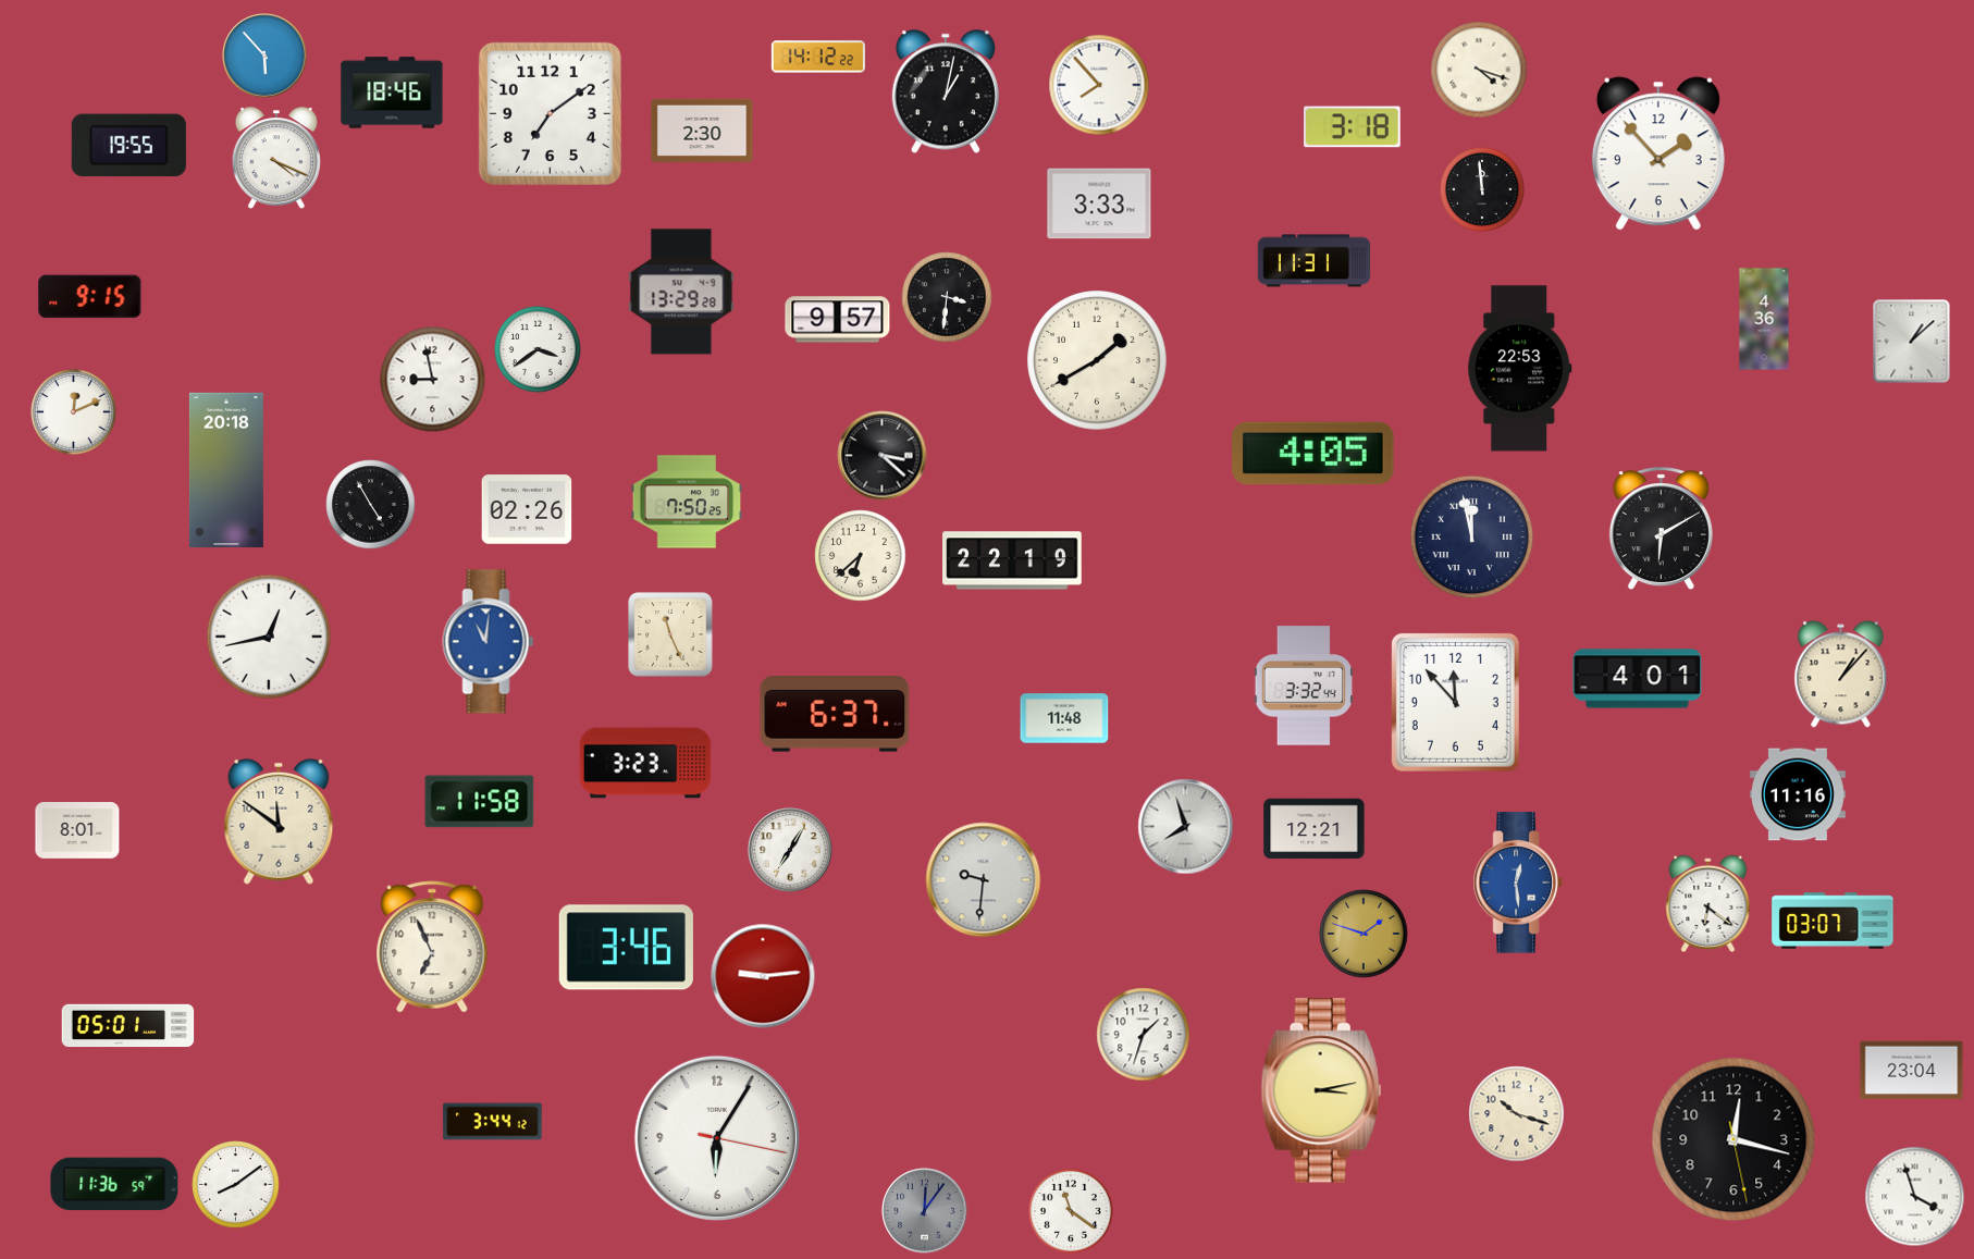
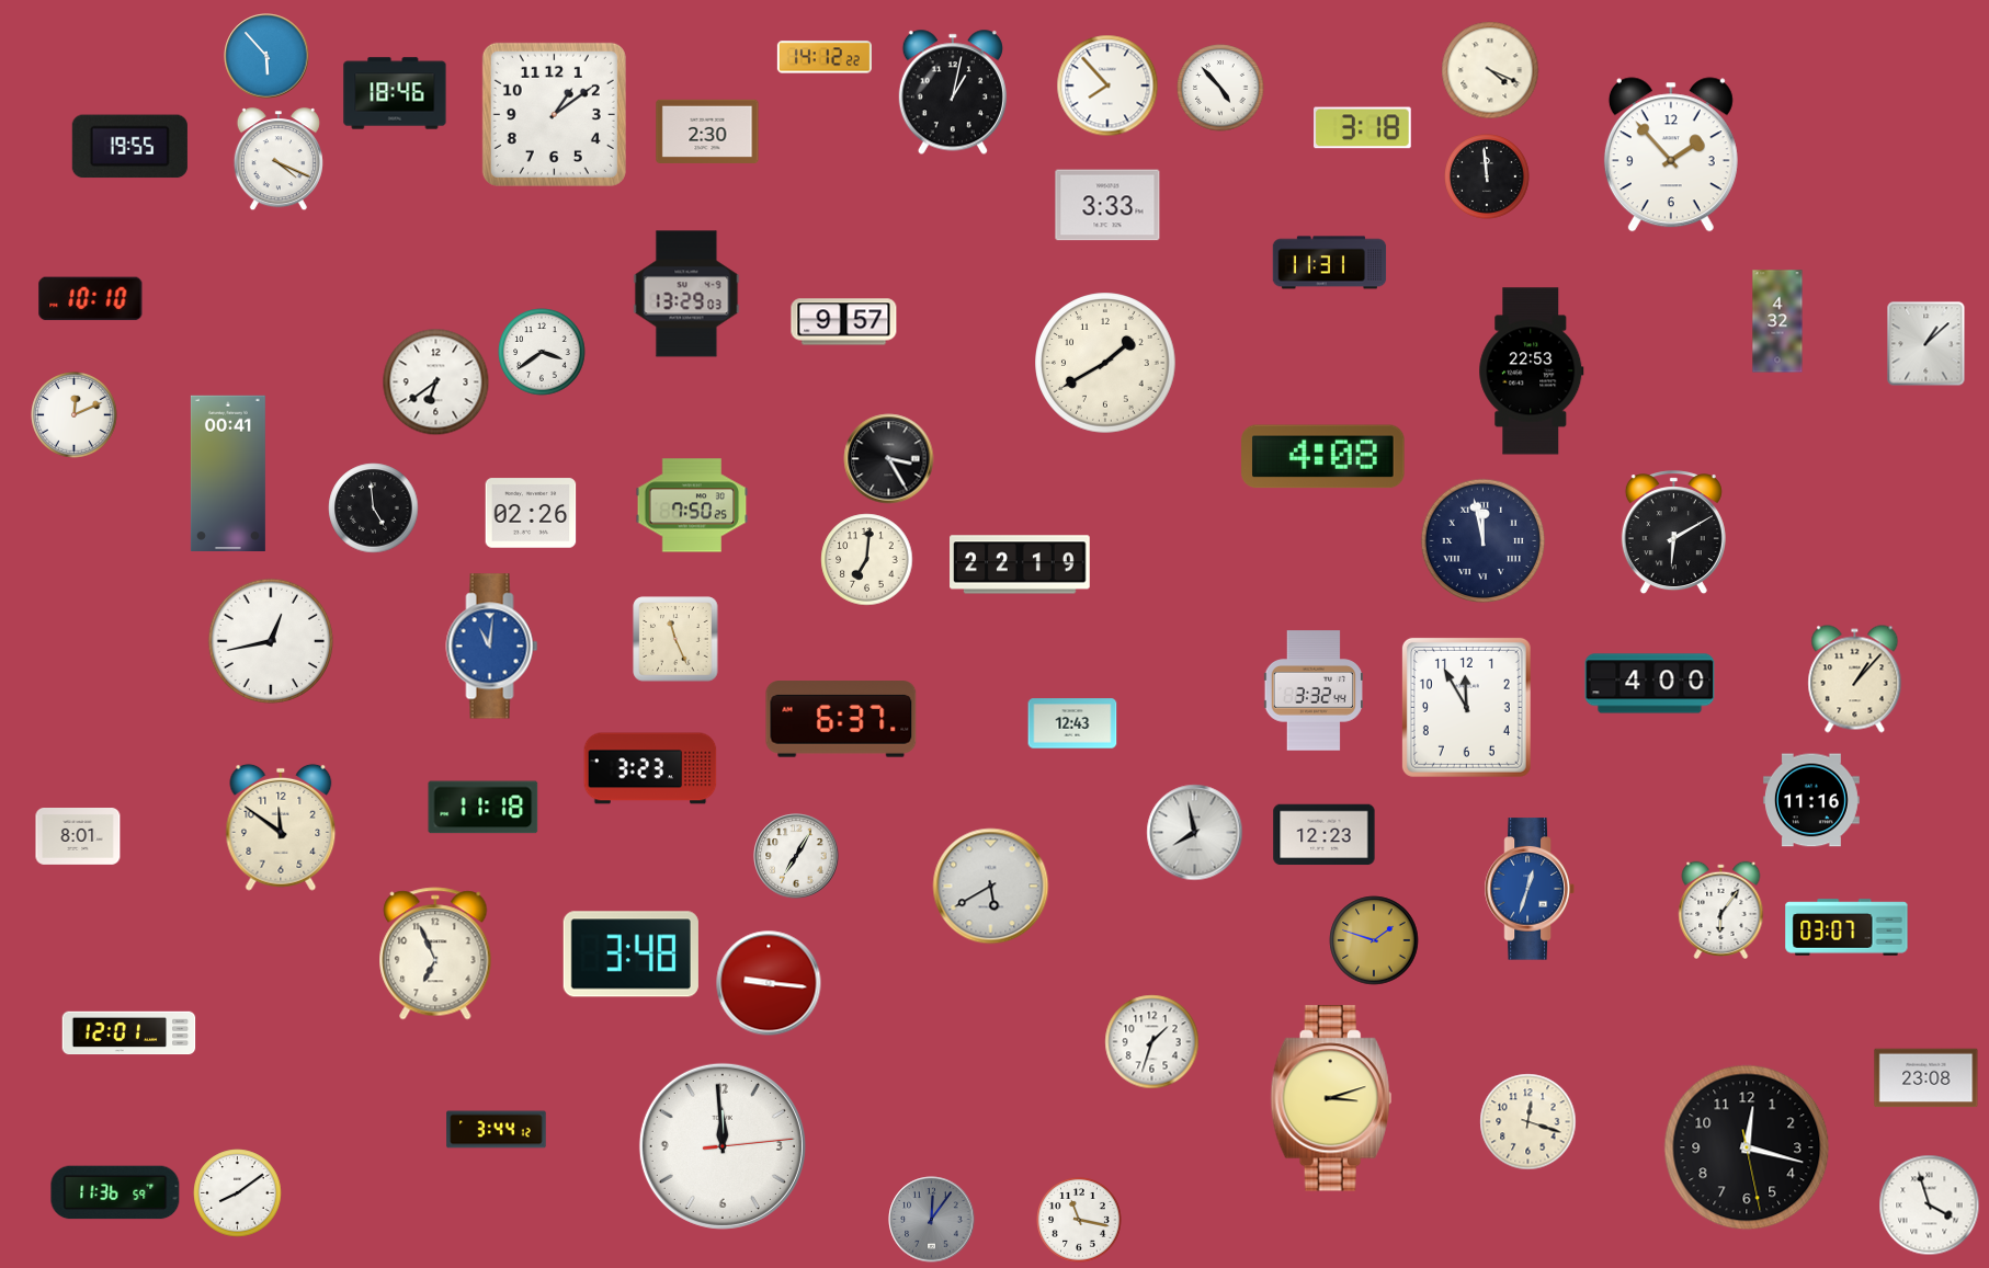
clock at (1479, 70): 4:18 -> 4:19
clock at (1220, 88): none -> 4:53
clock at (550, 113): 7:09 -> 1:09
clock at (1482, 189) position: (1482, 189) -> (1487, 176)
clock at (1315, 261) position: (1315, 261) -> (1330, 263)
clock at (681, 292): 13:29:28 -> 13:29:03
clock at (90, 297): 9:15 -> 10:10
clock at (947, 297): 3:31 -> none
clock at (1764, 319): 4:36 -> 4:32
clock at (433, 380): 8:58 -> 6:39
clock at (1313, 454): 4:05 -> 4:08
clock at (883, 456): 3:22 -> 3:25
clock at (226, 469): 20:18 -> 00:41
clock at (371, 505): 4:55 -> 4:59
clock at (861, 556): 6:38 -> 7:01
clock at (1638, 679): 4:01 -> 4:00
clock at (1455, 702): 11:53 -> 11:55
clock at (1064, 718): 11:48 -> 12:43
clock at (480, 802): 11:58 -> 11:18
clock at (1186, 827): 7:57 -> 7:58
clock at (1315, 829): 12:21 -> 12:23
clock at (984, 880): 9:31 -> 5:40
clock at (1518, 882): 12:29 -> 12:33
clock at (1708, 903): 6:21 -> 6:06
clock at (626, 948): 3:46 -> 3:48
clock at (763, 976): 9:14 -> 9:16
clock at (128, 1026): 05:01 -> 12:01
clock at (1912, 1071): 23:04 -> 23:08
clock at (1321, 1090): 3:13 -> 3:12
clock at (1517, 1114): 10:18 -> 12:18
clock at (717, 1138): 6:05 -> 11:59
clock at (1071, 1211): 11:21 -> 11:17
